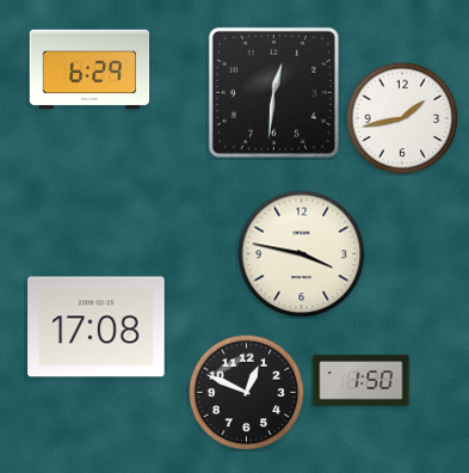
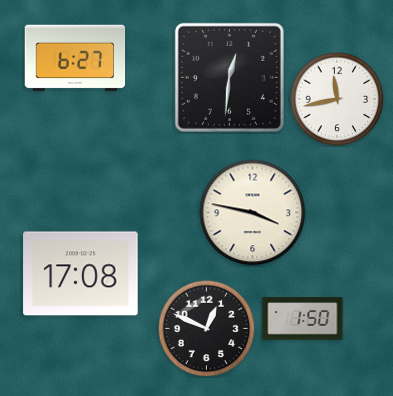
clock at (90, 69): 6:29 -> 6:27
clock at (402, 118): 1:43 -> 11:43
